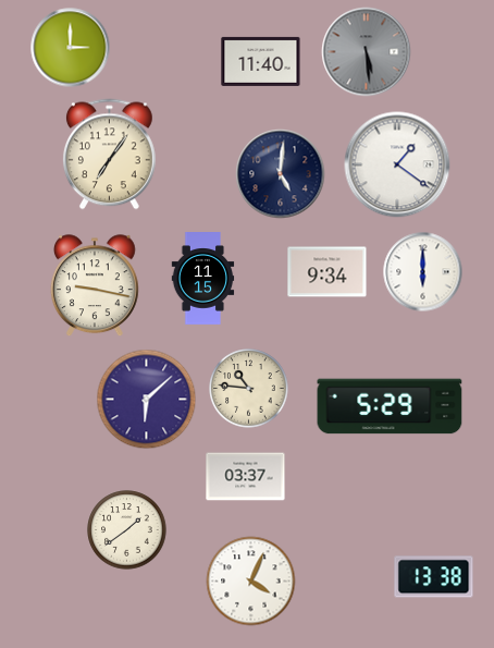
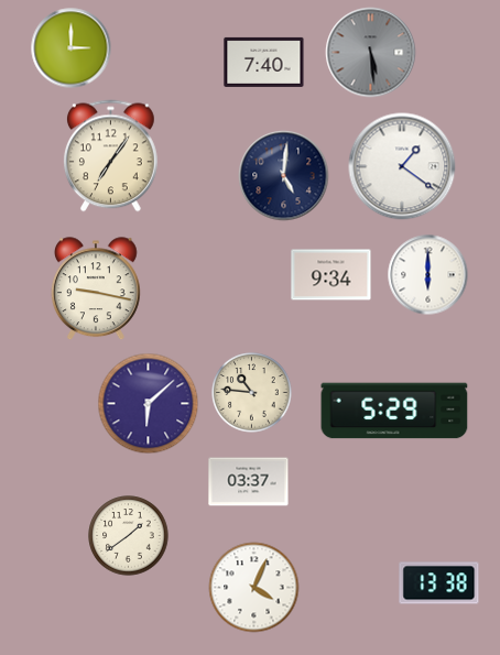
clock at (261, 61): 11:40 -> 7:40
clock at (203, 279): 11:15 -> none
